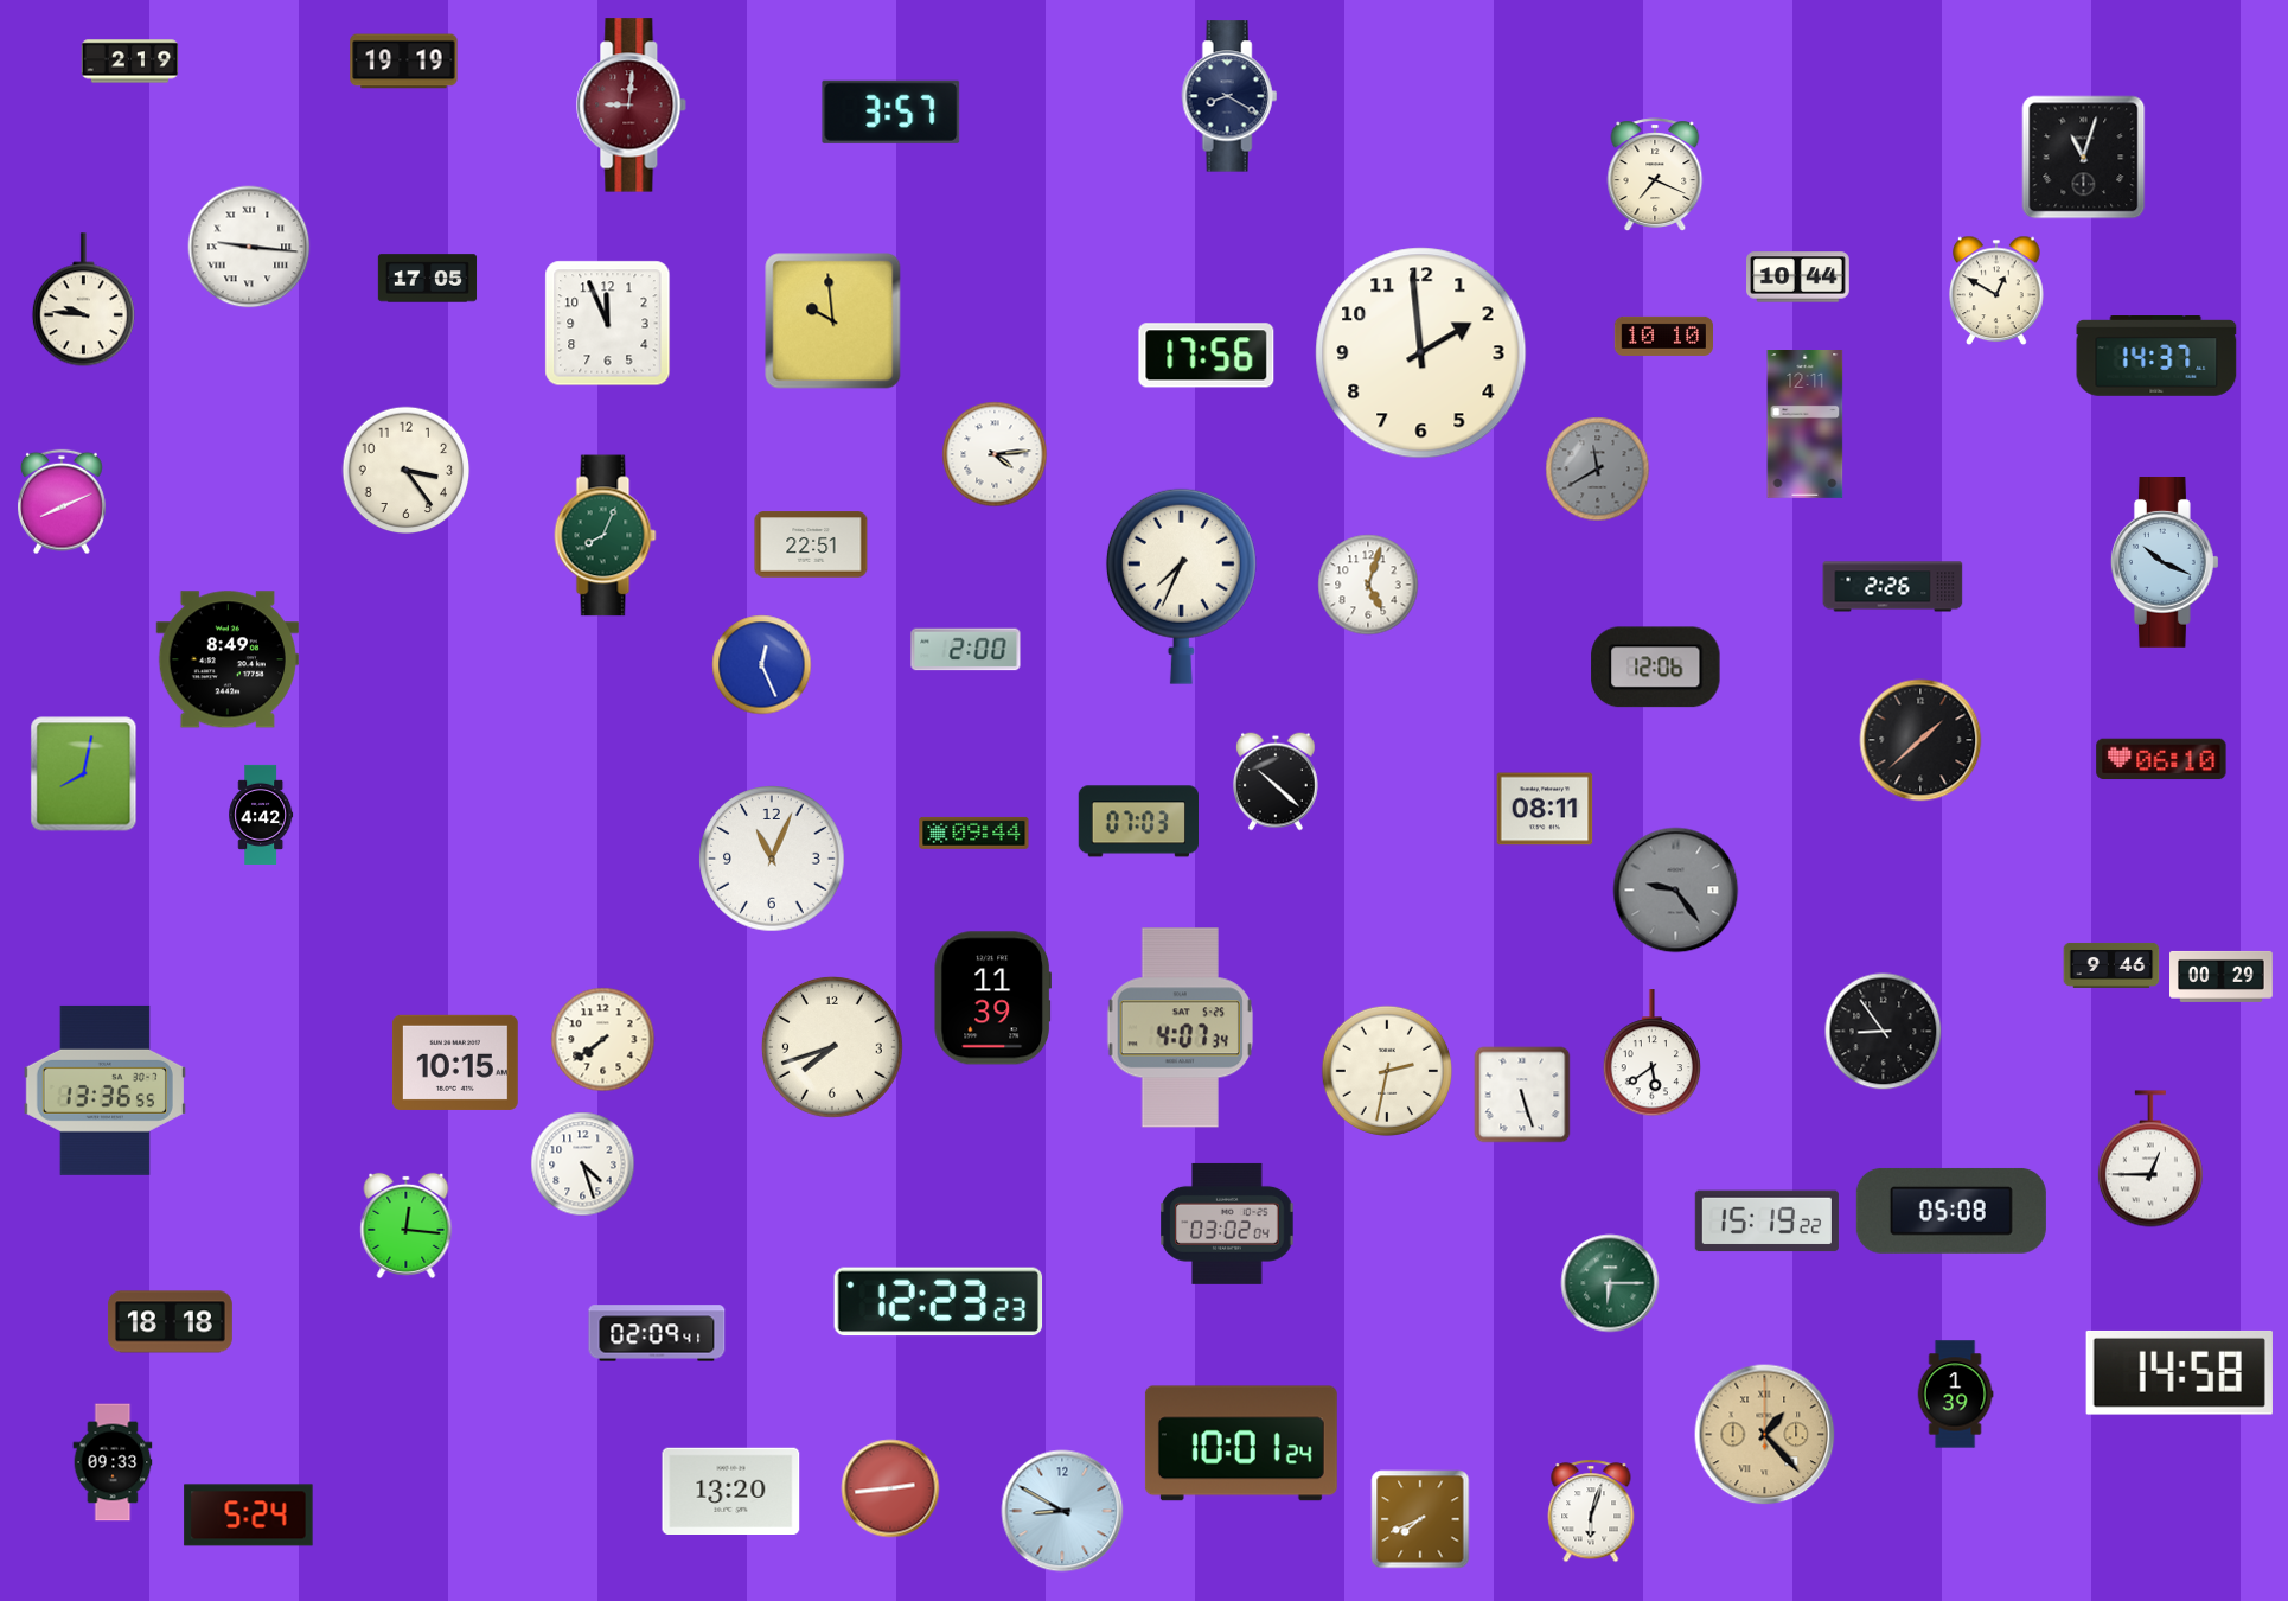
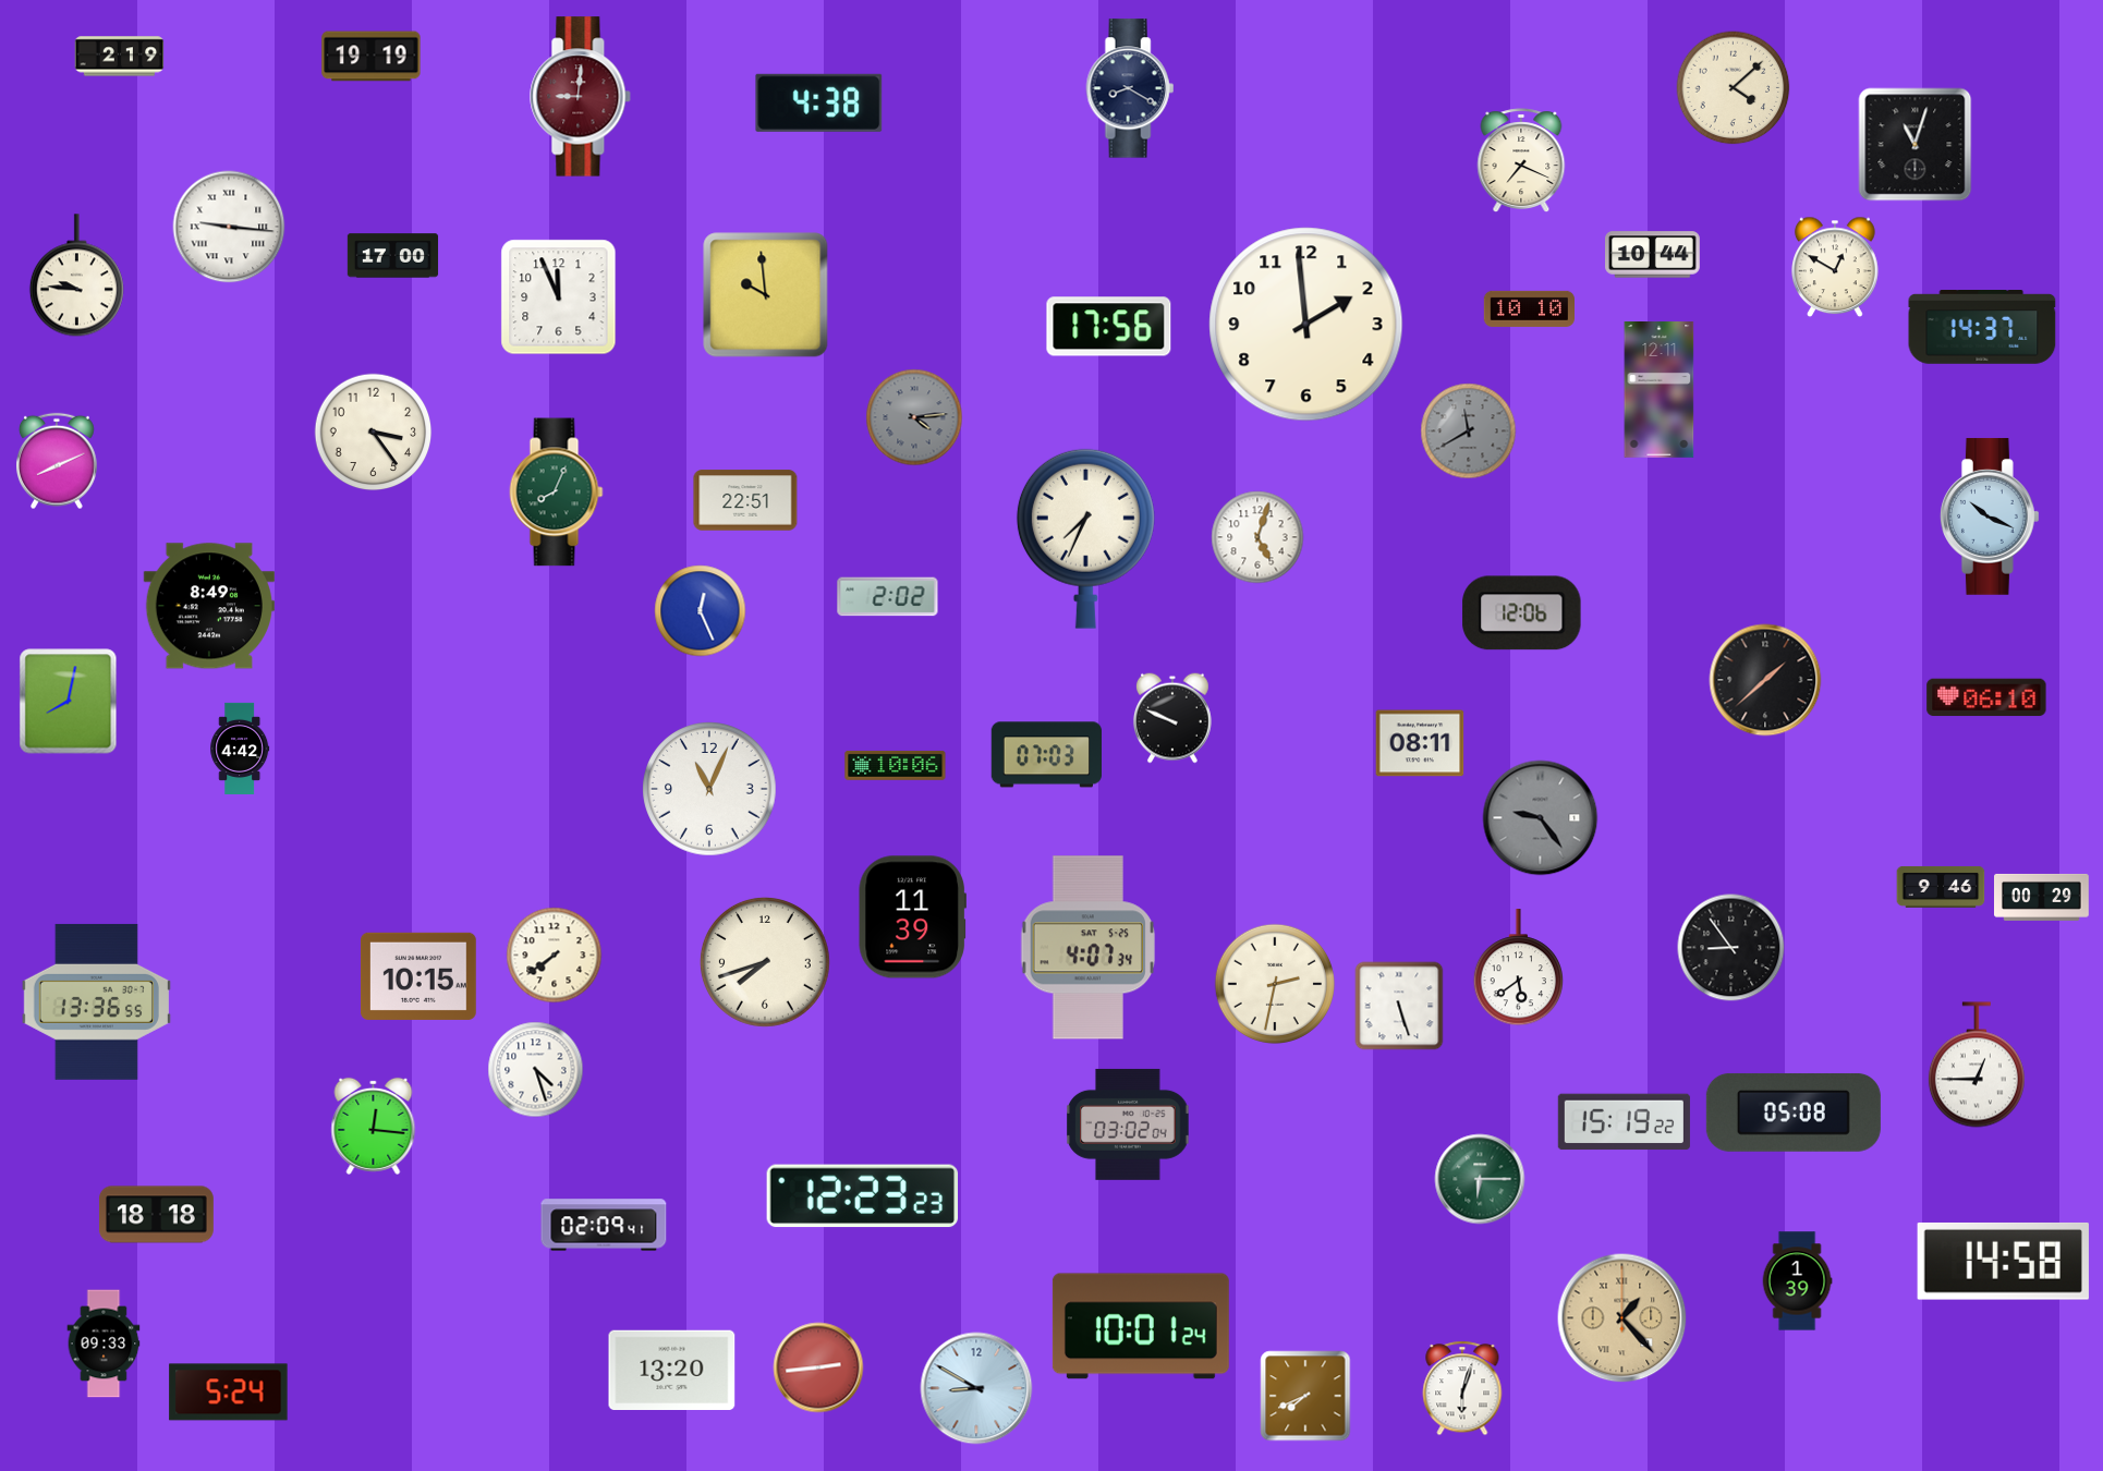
clock at (1734, 88): none -> 4:08
clock at (891, 111): 3:57 -> 4:38
clock at (428, 279): 17:05 -> 17:00
clock at (995, 454) dial: white -> grey
clock at (1893, 587): 2:26 -> none
clock at (966, 650): 2:00 -> 2:02
clock at (84, 774) position: (84, 774) -> (69, 702)
clock at (1276, 782): 10:22 -> 9:49
clock at (974, 833): 09:44 -> 10:06
clock at (1180, 1028) position: (1180, 1028) -> (1087, 948)
